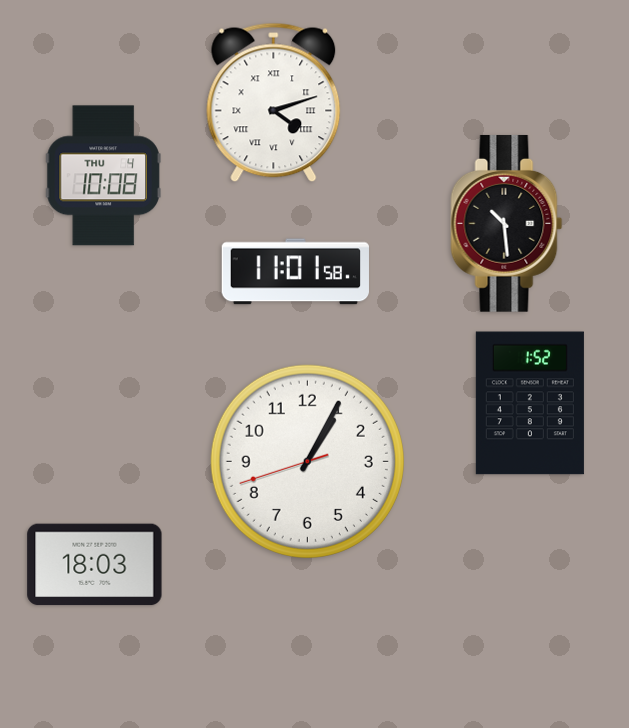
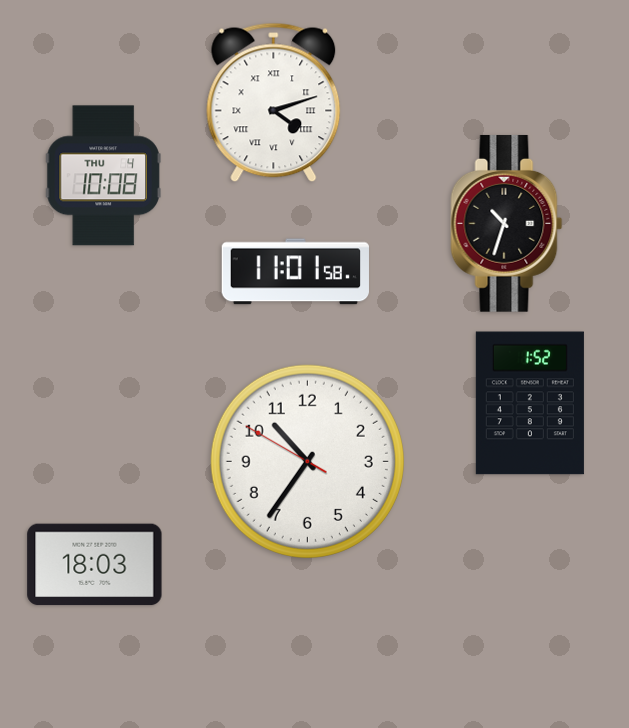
clock at (507, 224): 10:29 -> 10:33
clock at (307, 461): 1:04 -> 10:35
